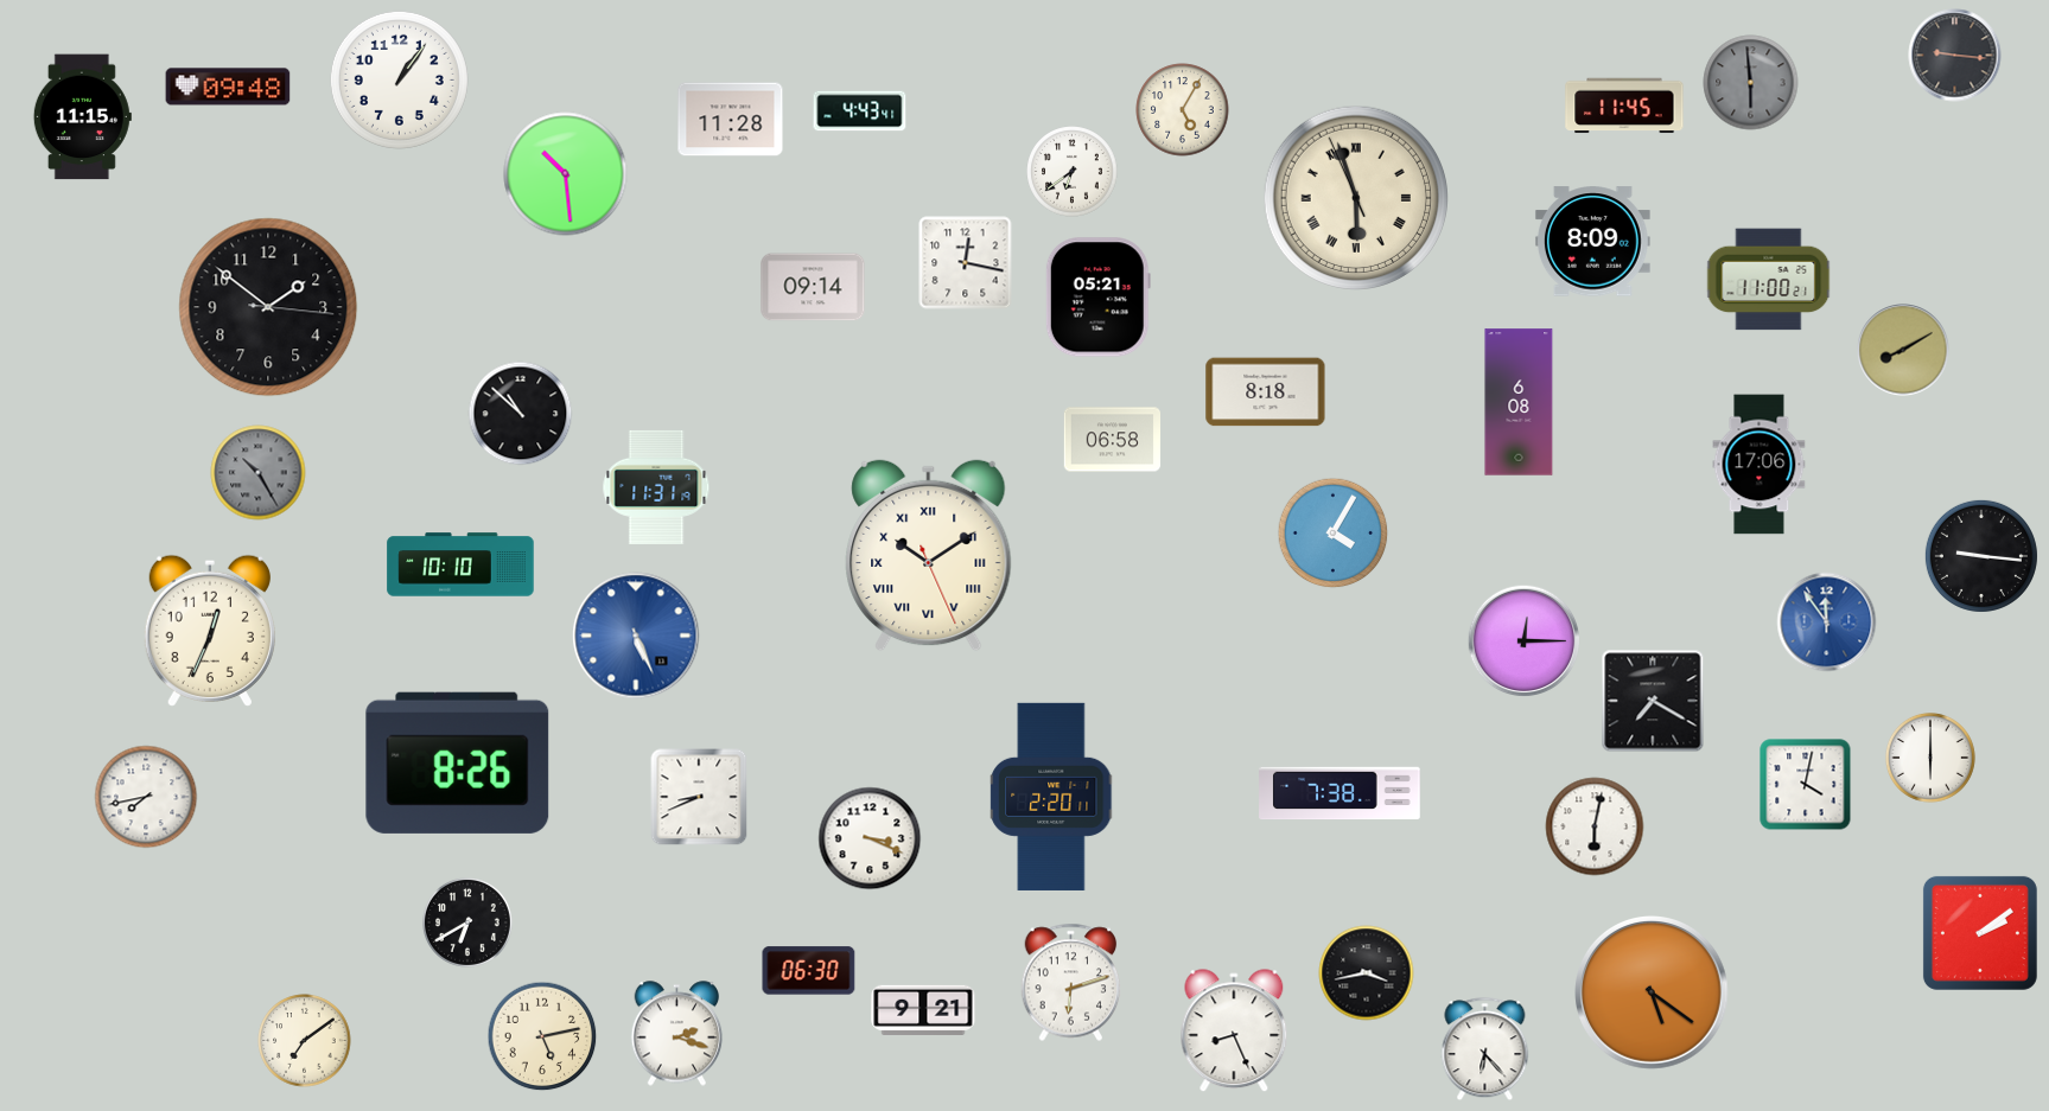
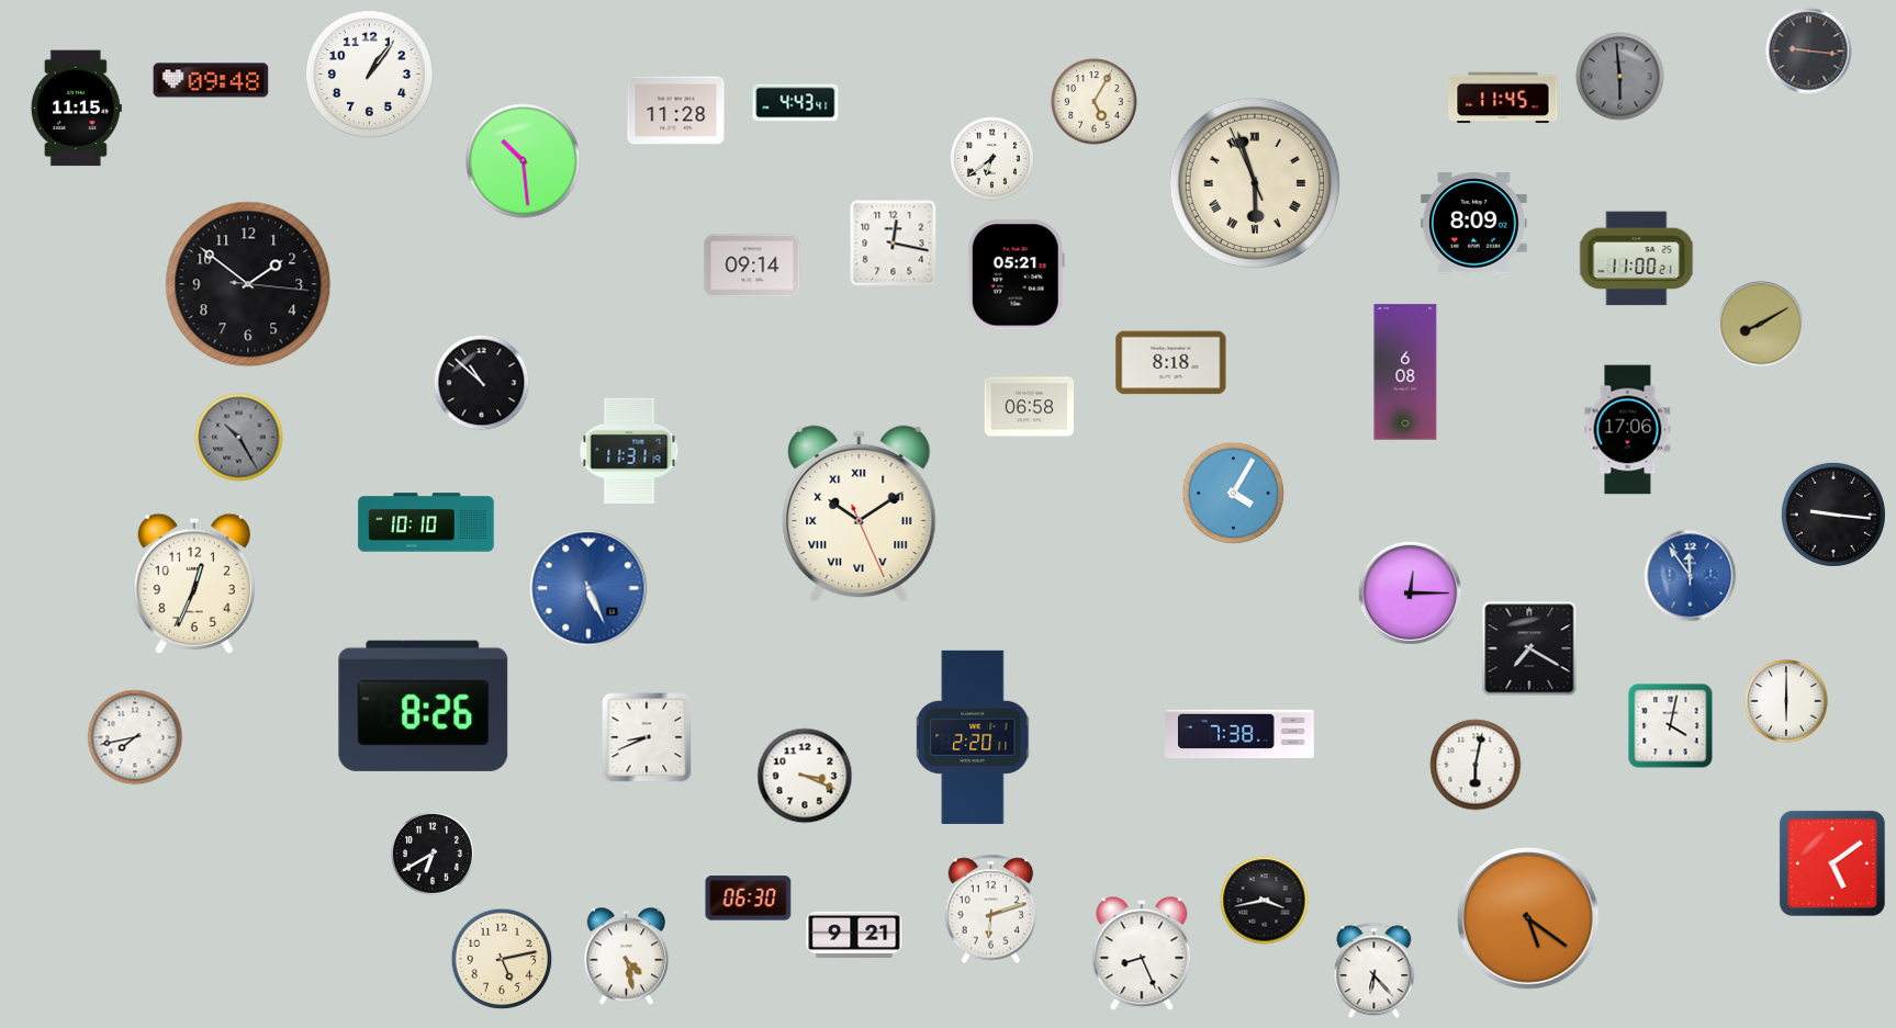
clock at (656, 487) position: (656, 487) -> (629, 451)
clock at (1980, 933): 2:09 -> 5:09
clock at (677, 1034): 2:18 -> 4:28
clock at (305, 1041): 7:09 -> none
